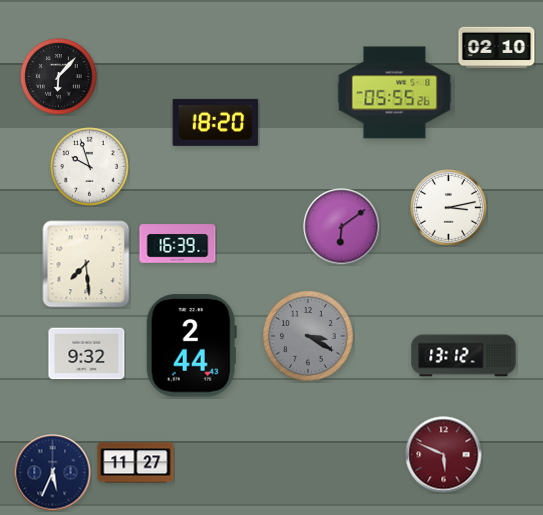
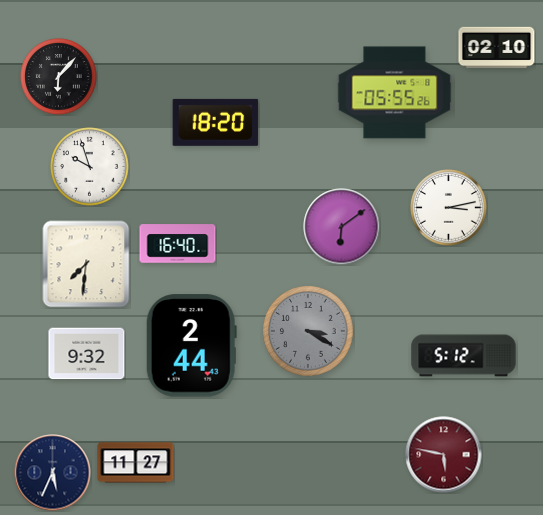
clock at (178, 244): 16:39 -> 16:40
clock at (86, 264): 7:29 -> 7:31
clock at (309, 337) position: (309, 337) -> (309, 332)
clock at (464, 356): 13:12 -> 5:12
clock at (444, 455): 5:49 -> 5:47
